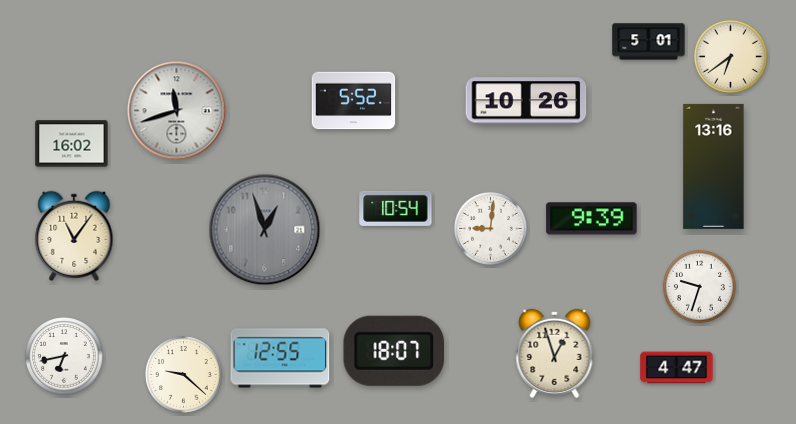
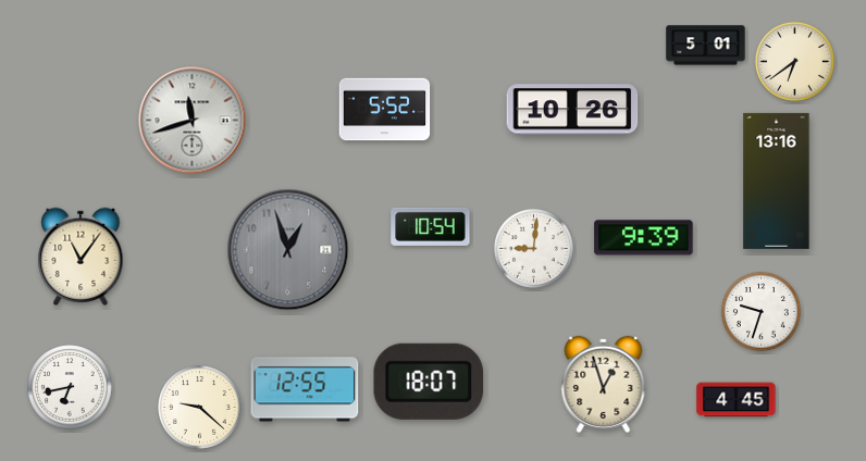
clock at (72, 144): 16:02 -> none
clock at (677, 368): 4:47 -> 4:45
